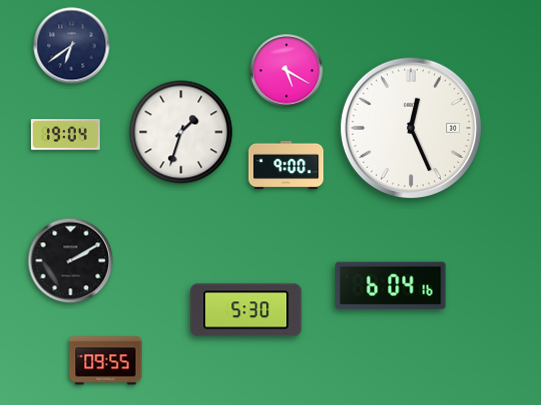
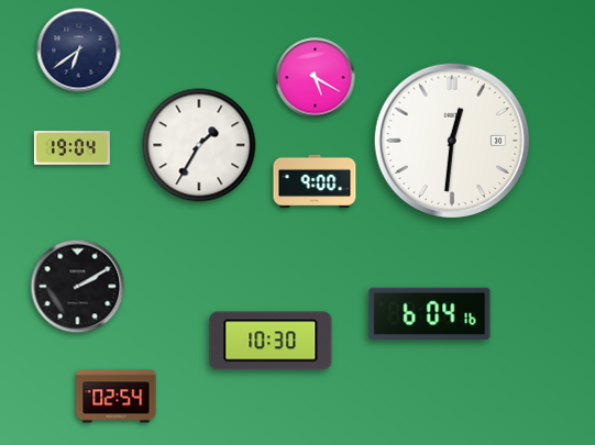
clock at (410, 127): 12:26 -> 12:31
clock at (181, 132): 1:33 -> 1:35
clock at (246, 310): 5:30 -> 10:30
clock at (106, 361): 09:55 -> 02:54
